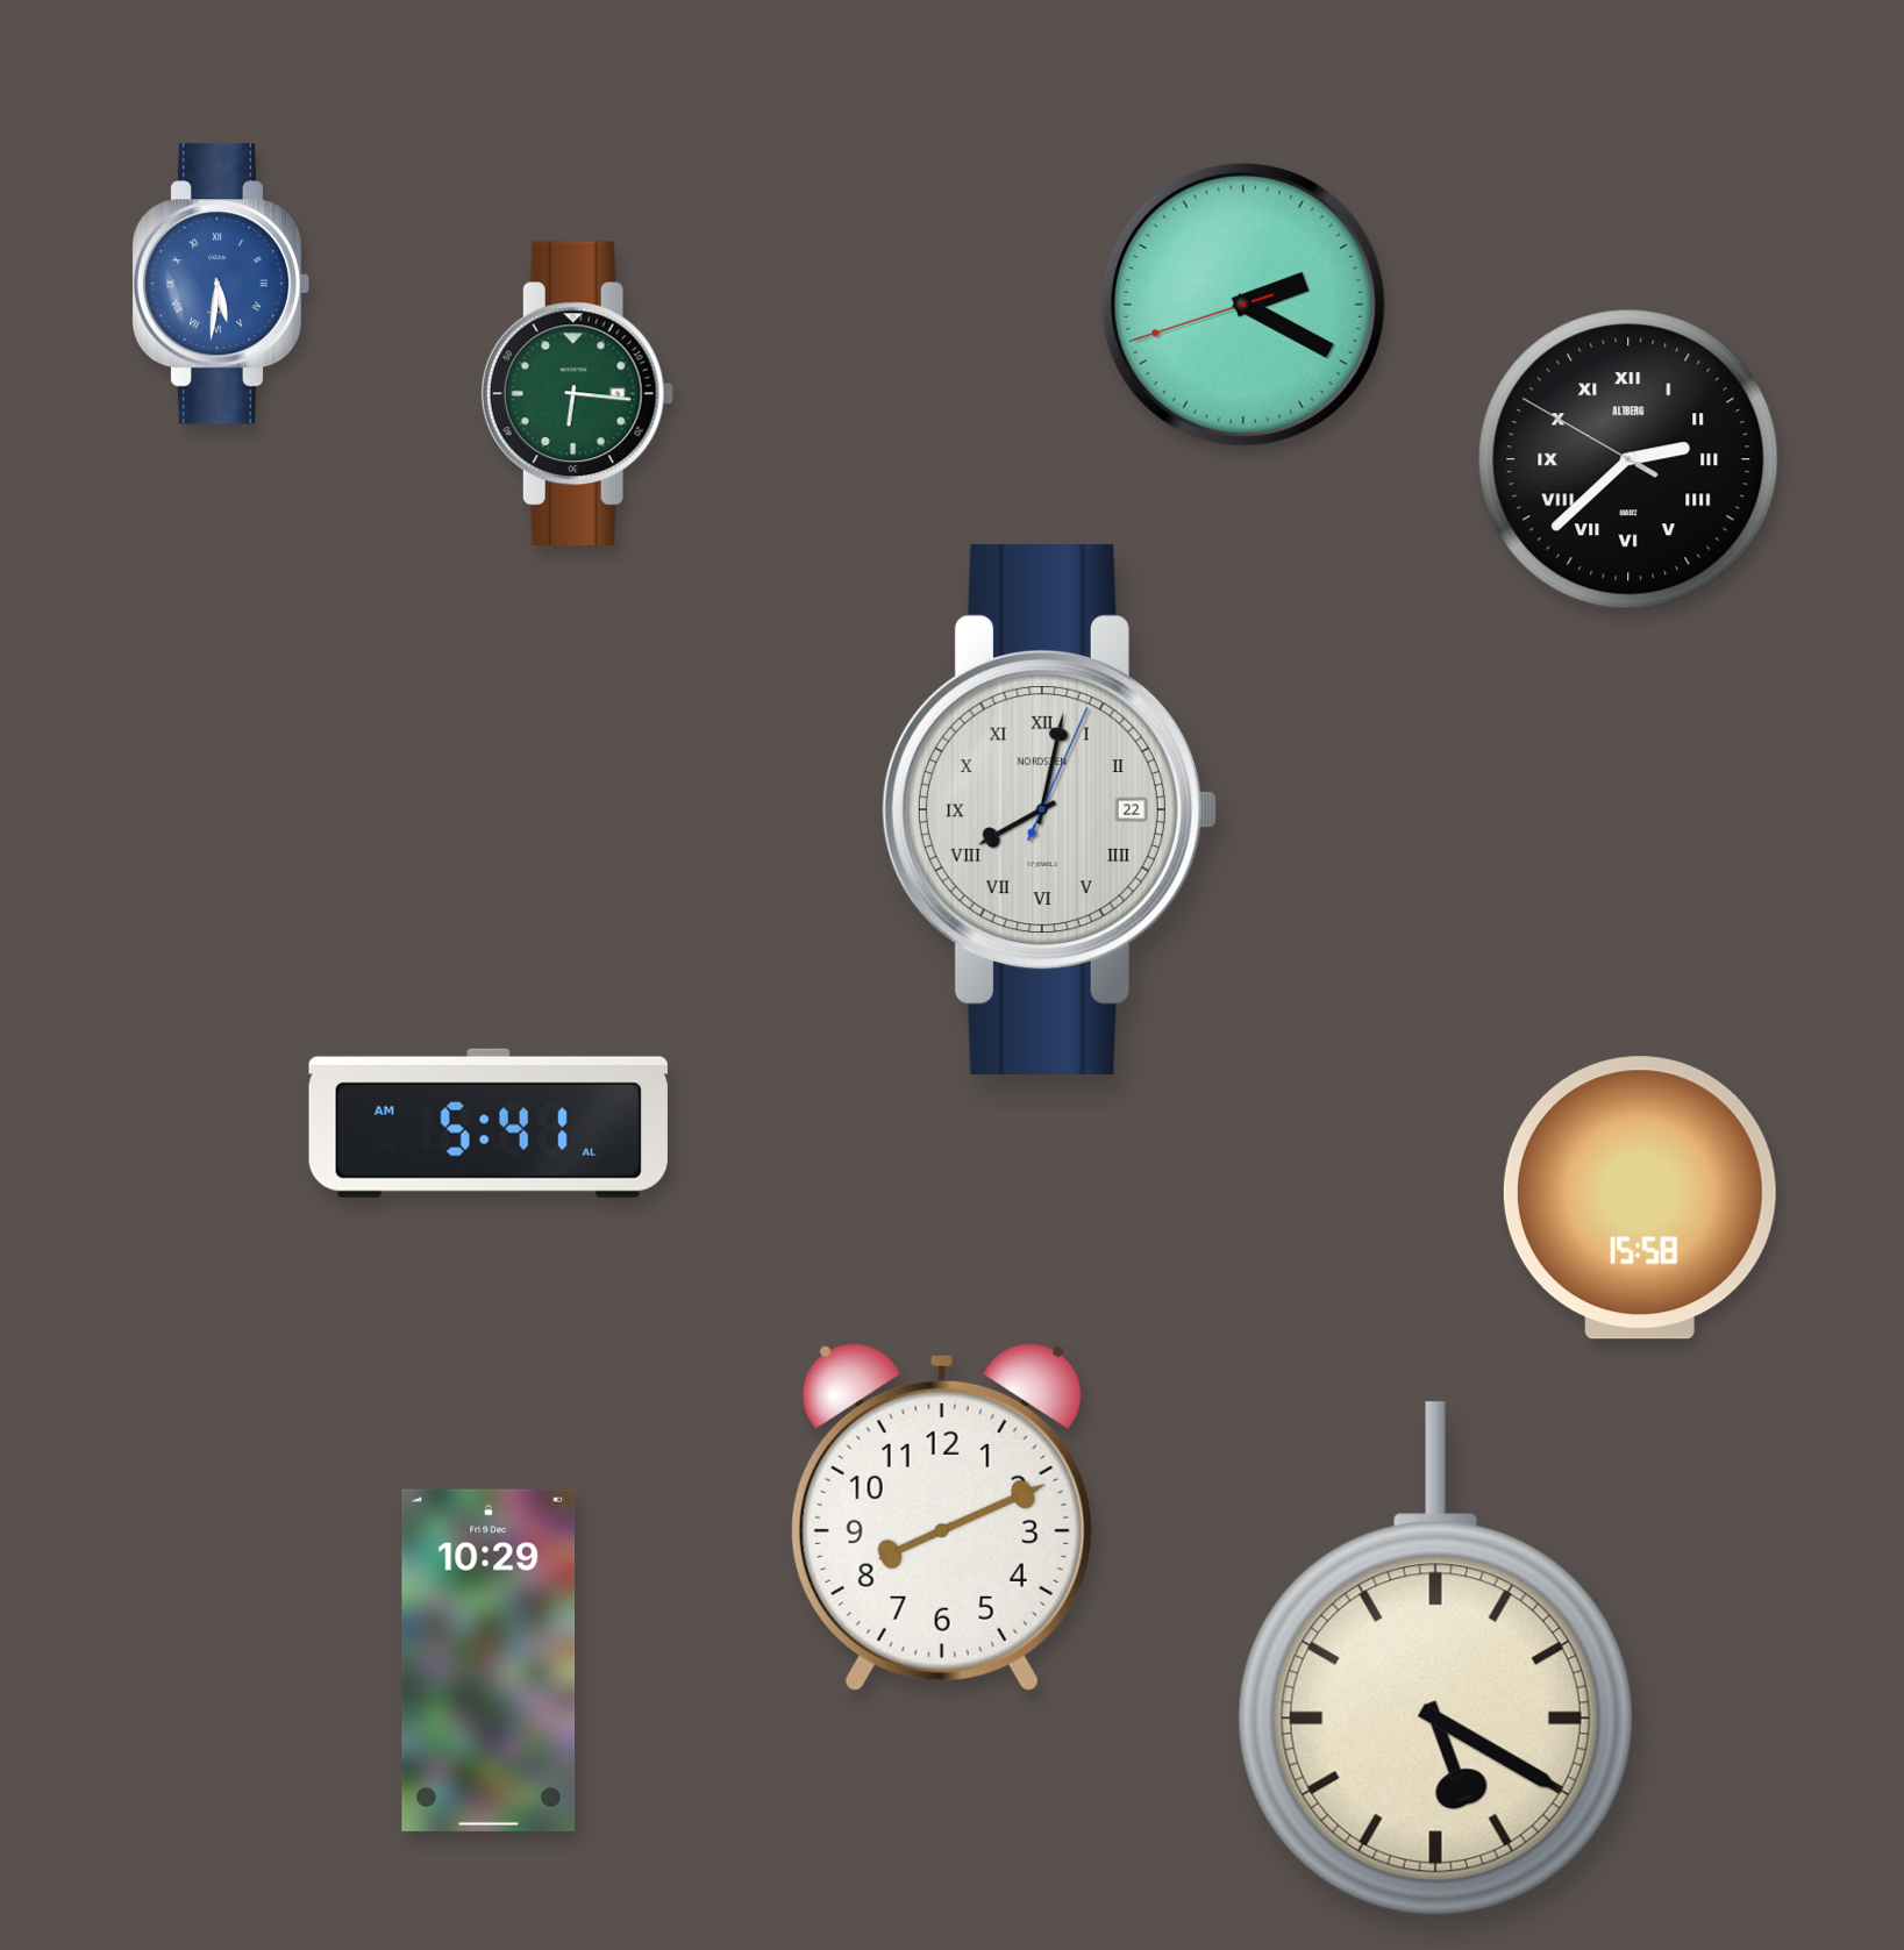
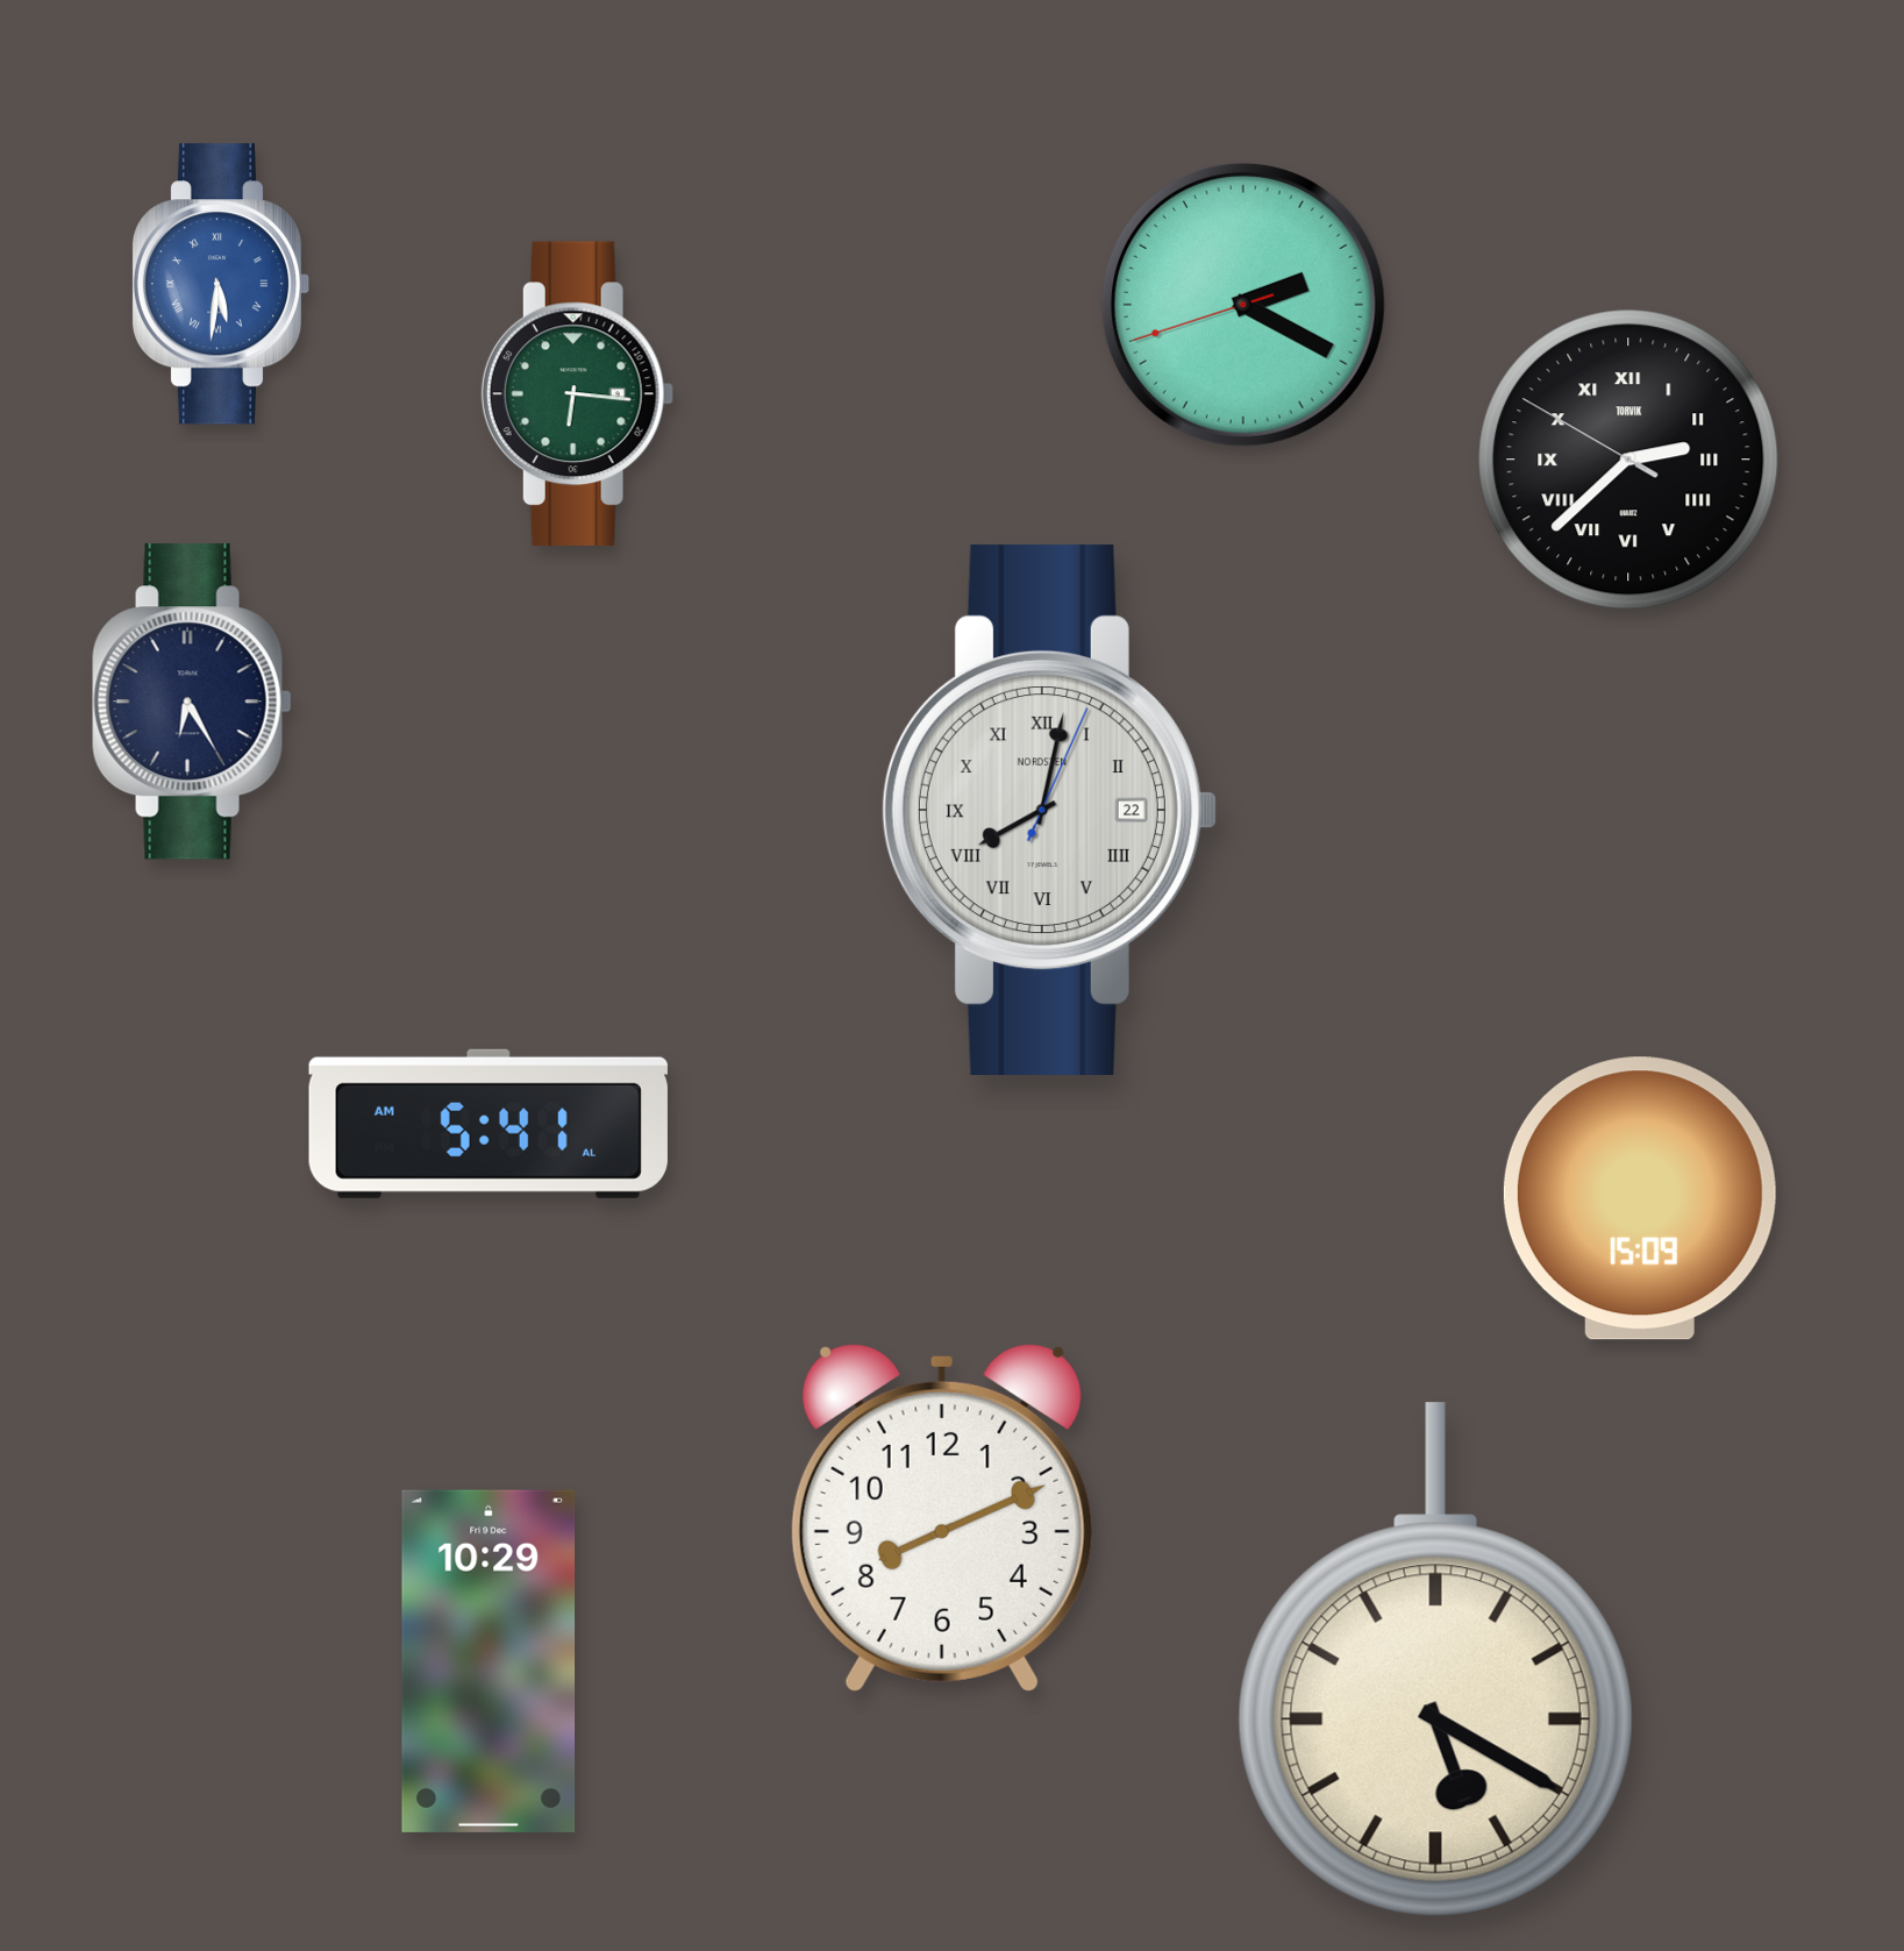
clock at (1628, 459) brand: ALTBERG -> TORVIK
clock at (192, 702): none -> 6:25
clock at (1640, 1198): 15:58 -> 15:09
